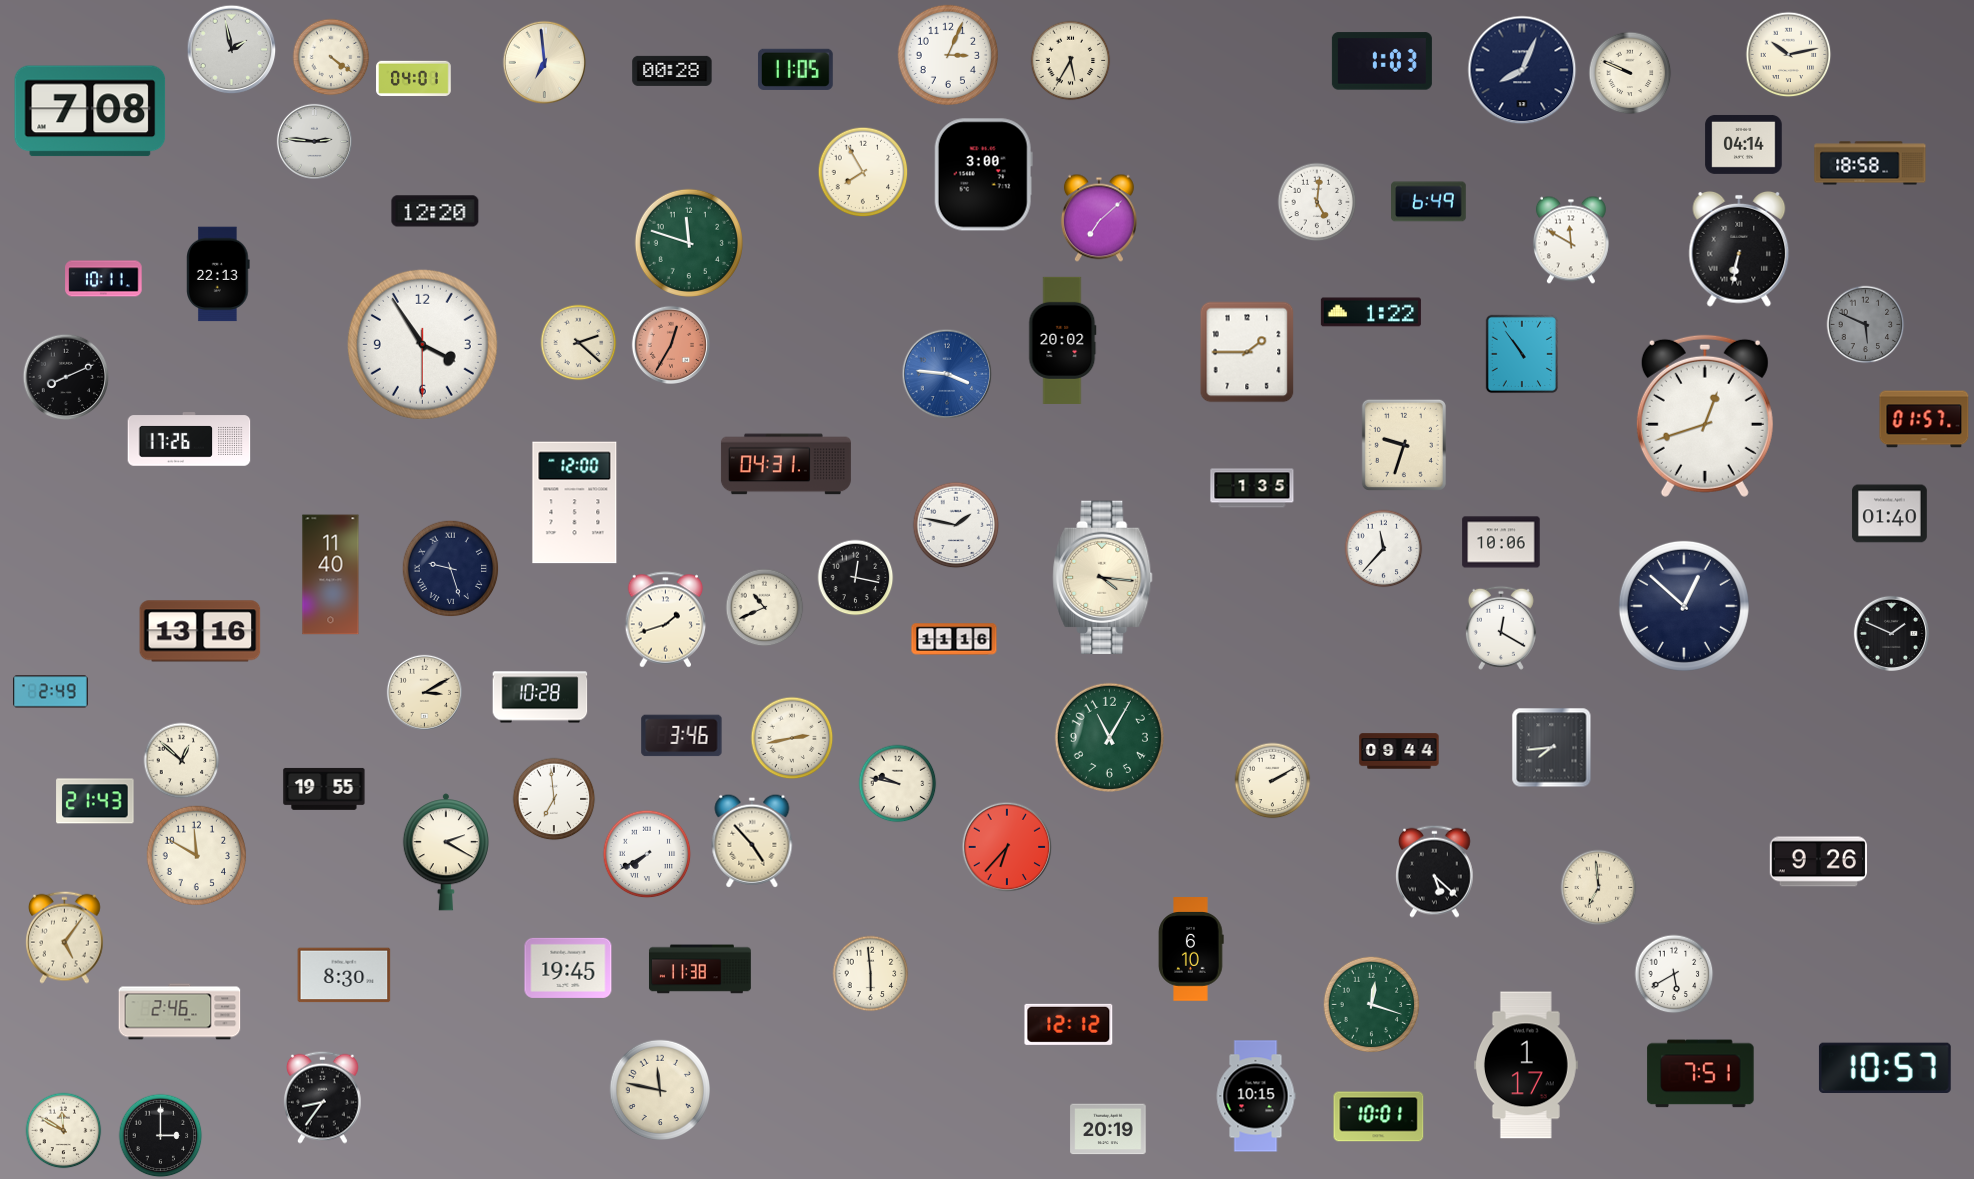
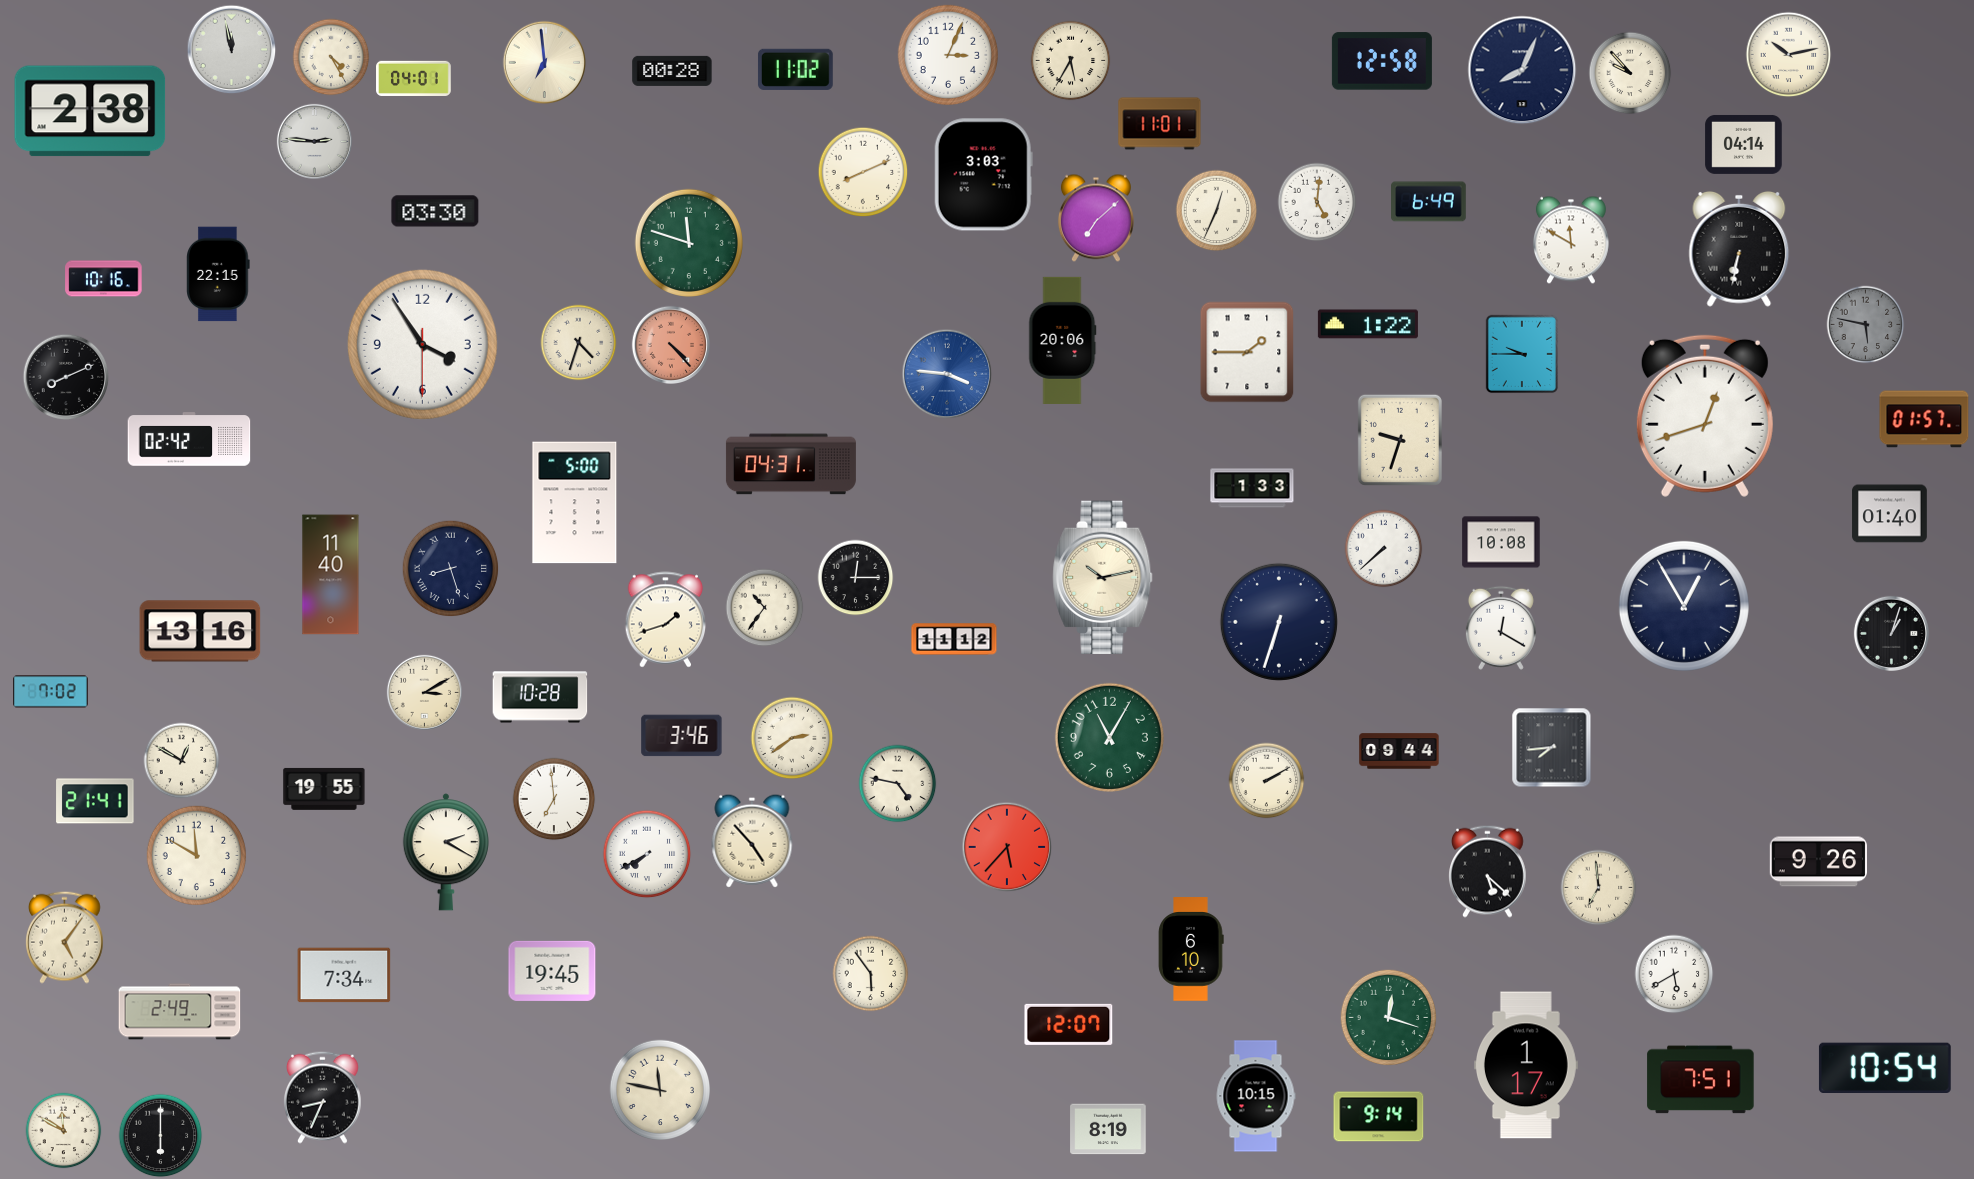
clock at (232, 50): 1:58 -> 11:58
clock at (331, 57): 4:21 -> 4:25
clock at (1382, 61): 1:03 -> 12:58
clock at (795, 69): 11:05 -> 11:02
clock at (1630, 73): 9:49 -> 9:53
clock at (90, 111): 7:08 -> 2:38
clock at (1160, 124): none -> 11:01
clock at (1870, 163): 18:58 -> none
clock at (863, 172): 7:55 -> 8:11
clock at (983, 175): 3:00 -> 3:03
clock at (435, 211): 12:20 -> 03:30
clock at (1217, 211): none -> 12:34
clock at (1099, 218) position: (1099, 218) -> (1096, 218)
clock at (218, 274): 22:13 -> 22:15
clock at (104, 279): 10:11 -> 10:16
clock at (1371, 312) position: (1371, 312) -> (1368, 324)
clock at (1866, 325): 5:49 -> 5:47
clock at (1063, 340): 20:02 -> 20:06
clock at (579, 343): 2:22 -> 4:33
clock at (670, 344): 12:35 -> 4:23
clock at (1522, 354): 10:54 -> 9:45
clock at (189, 439): 17:26 -> 02:42
clock at (1404, 445) position: (1404, 445) -> (1400, 440)
clock at (786, 464) position: (786, 464) -> (791, 464)
clock at (1252, 488): 1:35 -> 1:33
clock at (575, 503): 12:00 -> 5:00
clock at (956, 525): 1:47 -> none
clock at (1501, 542): 10:06 -> 10:08
clock at (1384, 549): 11:37 -> 7:38
clock at (451, 569): 9:27 -> 8:27
clock at (1103, 577): 4:16 -> 10:13
clock at (856, 578): 12:17 -> 12:15
clock at (1684, 606): 12:52 -> 12:55
clock at (765, 608): 10:41 -> 10:36
clock at (1279, 622): none -> 6:33
clock at (1891, 633): 1:49 -> 1:03
clock at (954, 639): 11:16 -> 11:12
clock at (51, 692): 2:49 -> 7:02
clock at (792, 738): 2:43 -> 2:39
clock at (182, 761): 12:52 -> 12:50
clock at (1273, 781) position: (1273, 781) -> (1267, 781)
clock at (898, 784): 9:47 -> 4:47
clock at (95, 801): 21:43 -> 21:41
clock at (1007, 847): 6:37 -> 5:37
clock at (1435, 871) position: (1435, 871) -> (1488, 871)
clock at (568, 968) position: (568, 968) -> (552, 971)
clock at (700, 969): 11:38 -> none
clock at (871, 974): 5:59 -> 5:54
clock at (344, 975): 8:30 -> 7:34
clock at (1372, 1005) position: (1372, 1005) -> (1389, 1018)
clock at (180, 1012): 2:46 -> 2:49
clock at (1069, 1024): 12:12 -> 12:07
clock at (1885, 1068): 10:57 -> 10:54
clock at (1701, 1074) position: (1701, 1074) -> (1701, 1080)
clock at (323, 1097): 8:36 -> 8:34
clock at (1379, 1117): 10:01 -> 9:14
clock at (1108, 1129): 20:19 -> 8:19
clock at (161, 1136): 3:00 -> 6:00
